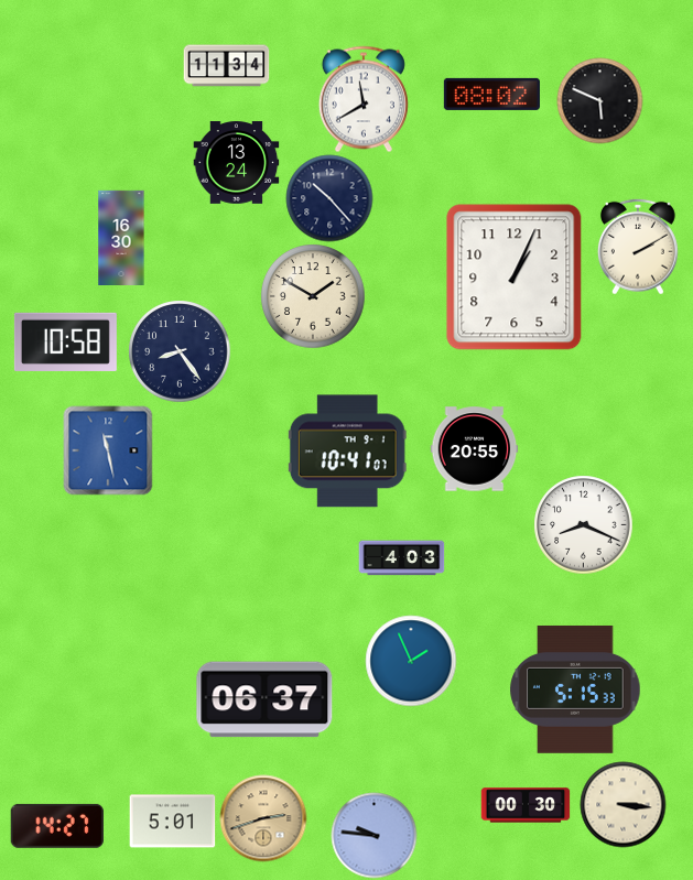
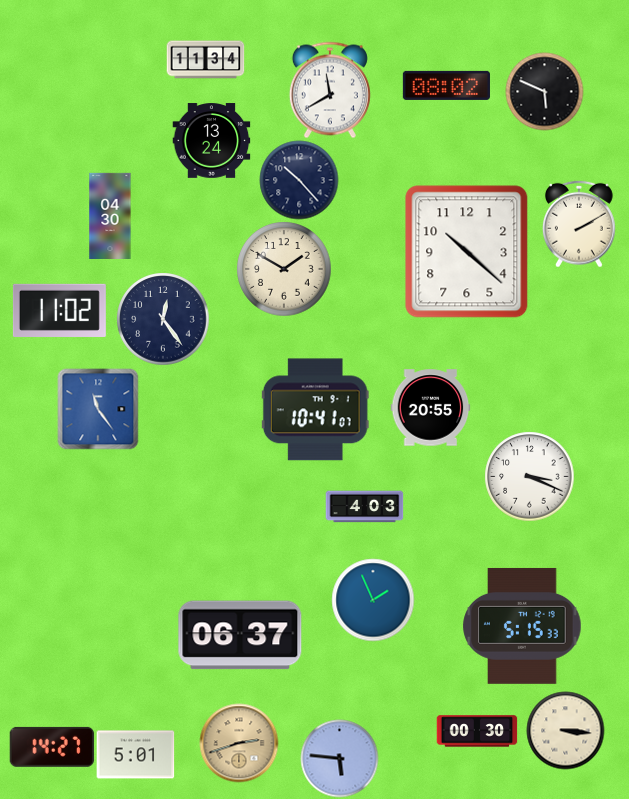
clock at (236, 163) position: (236, 163) -> (211, 141)
clock at (121, 237): 16:30 -> 04:30
clock at (515, 278): 1:04 -> 10:22
clock at (65, 341): 10:58 -> 11:02
clock at (180, 351): 8:24 -> 12:24
clock at (108, 450): 11:28 -> 11:24
clock at (583, 524): 8:19 -> 3:19
clock at (172, 822) position: (172, 822) -> (135, 755)
clock at (57, 826) position: (57, 826) -> (52, 747)
clock at (373, 835): 9:46 -> 5:46
